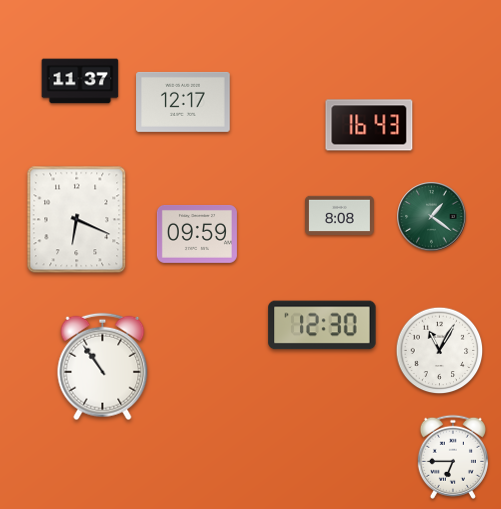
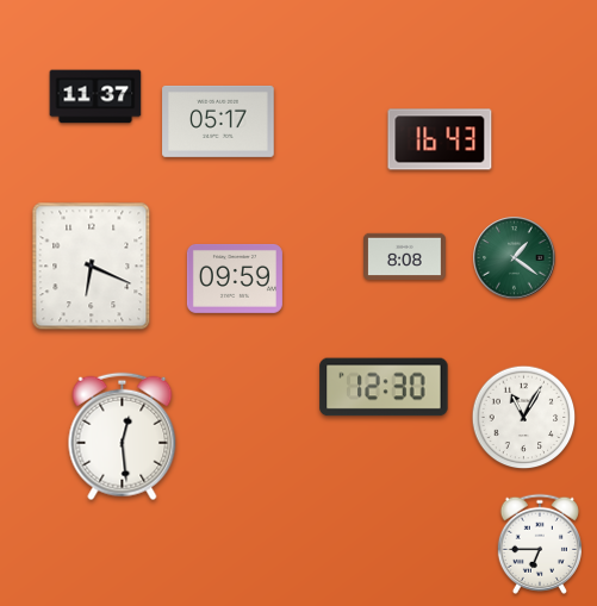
clock at (183, 102): 12:17 -> 05:17
clock at (369, 125) position: (369, 125) -> (440, 139)
clock at (77, 220) position: (77, 220) -> (92, 267)
clock at (103, 367): 10:54 -> 12:29
